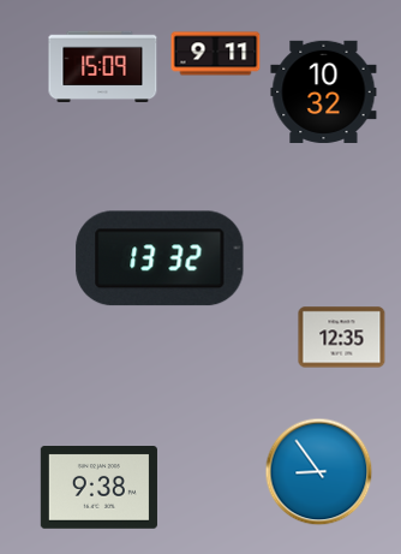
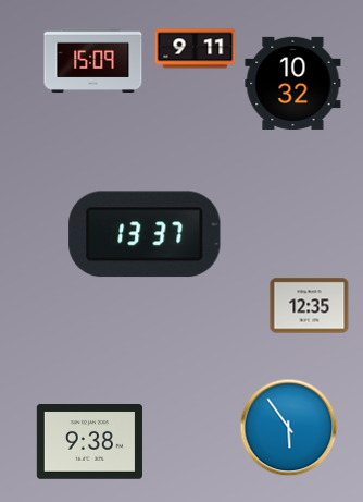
clock at (160, 258): 13:32 -> 13:37
clock at (319, 472): 8:54 -> 5:54
